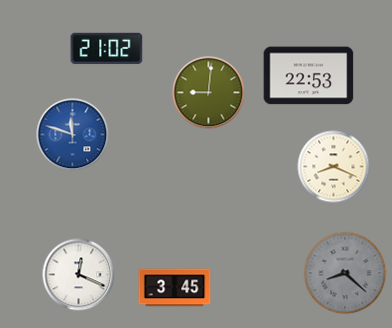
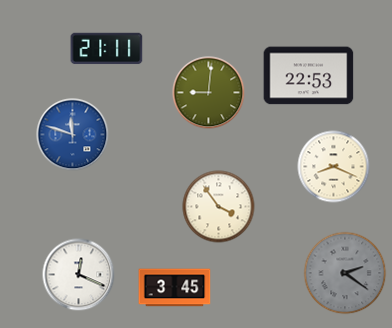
clock at (107, 49): 21:02 -> 21:11
clock at (219, 207): none -> 3:54
clock at (345, 273): 8:22 -> 2:21
